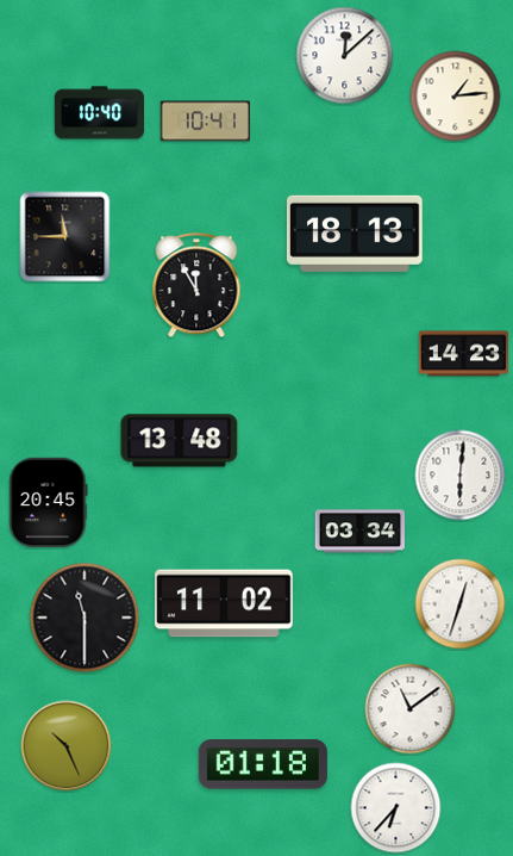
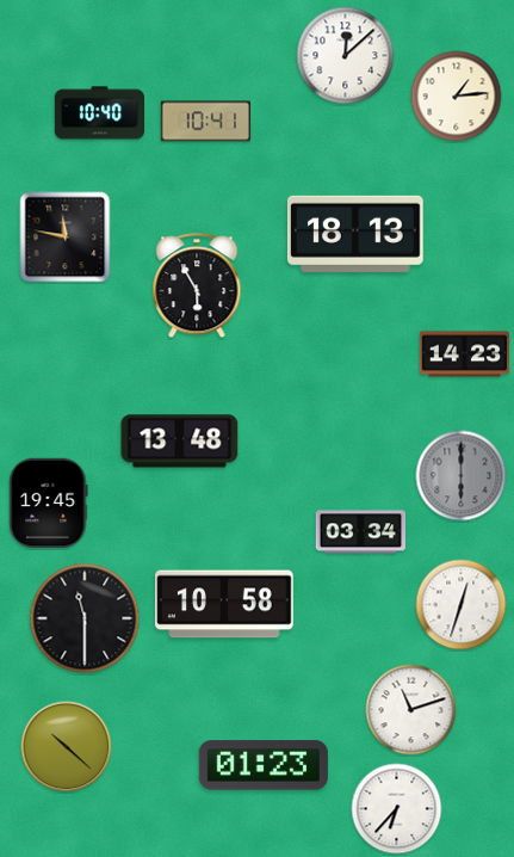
clock at (65, 237): 11:45 -> 11:47
clock at (196, 286): 11:55 -> 5:55
clock at (461, 476): 6:01 -> 6:00
clock at (461, 476) dial: white -> grey
clock at (49, 502): 20:45 -> 19:45
clock at (224, 603): 11:02 -> 10:58
clock at (411, 709): 11:09 -> 11:12
clock at (67, 746): 10:26 -> 10:22
clock at (263, 764): 01:18 -> 01:23
